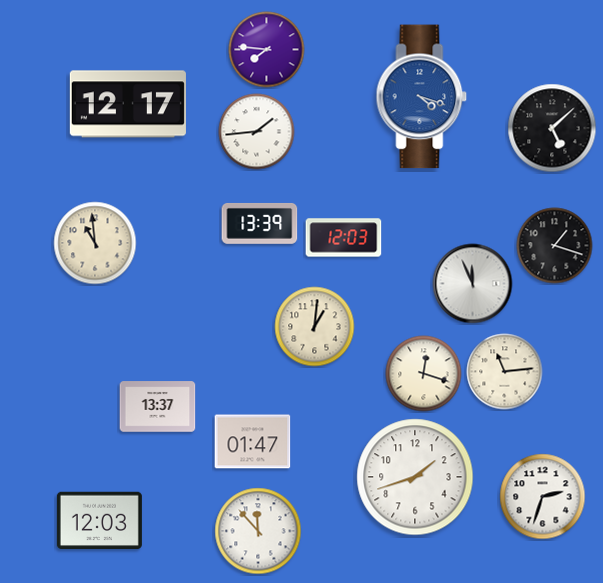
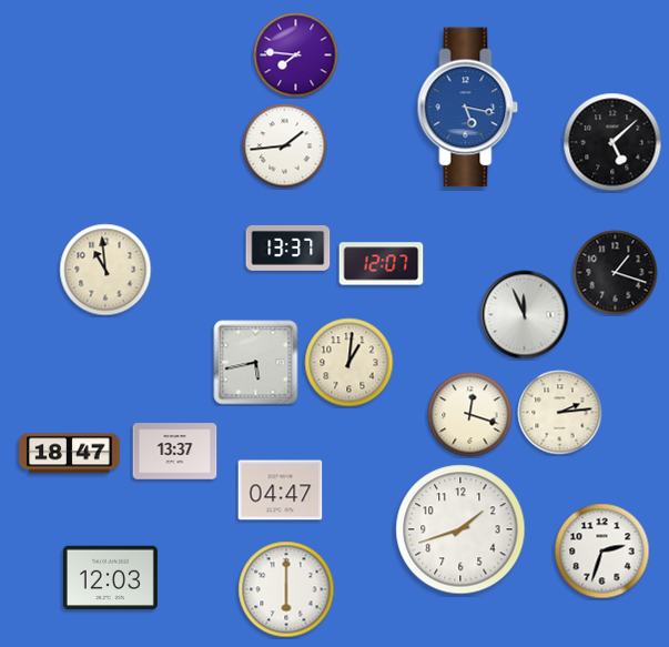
clock at (422, 97): 4:18 -> 5:17
clock at (128, 104): 12:17 -> none
clock at (260, 223): 13:39 -> 13:37
clock at (344, 238): 12:03 -> 12:07
clock at (256, 363): none -> 5:43
clock at (505, 372): 11:14 -> 2:14
clock at (70, 454): none -> 18:47
clock at (253, 442): 01:47 -> 04:47
clock at (258, 531): 11:53 -> 6:00
